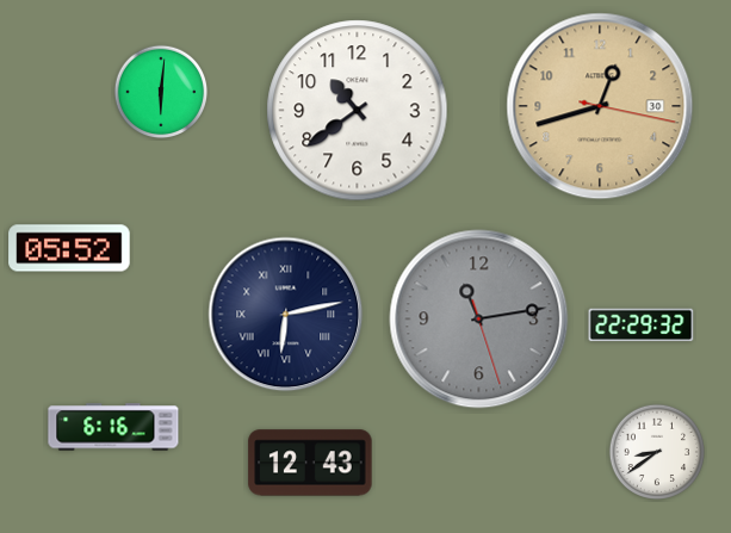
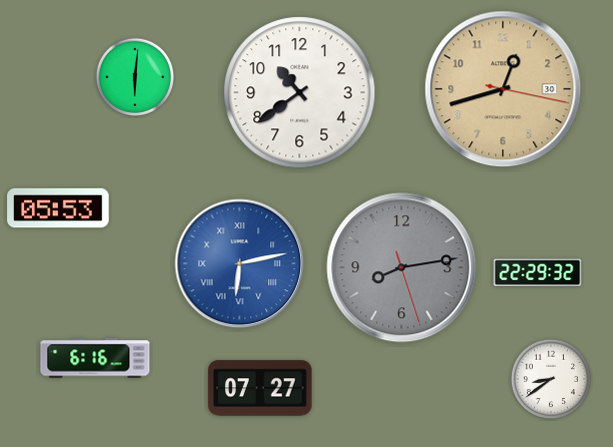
clock at (69, 248): 05:52 -> 05:53
clock at (286, 315) dial: navy -> blue
clock at (479, 320): 11:13 -> 8:13
clock at (310, 463): 12:43 -> 07:27
